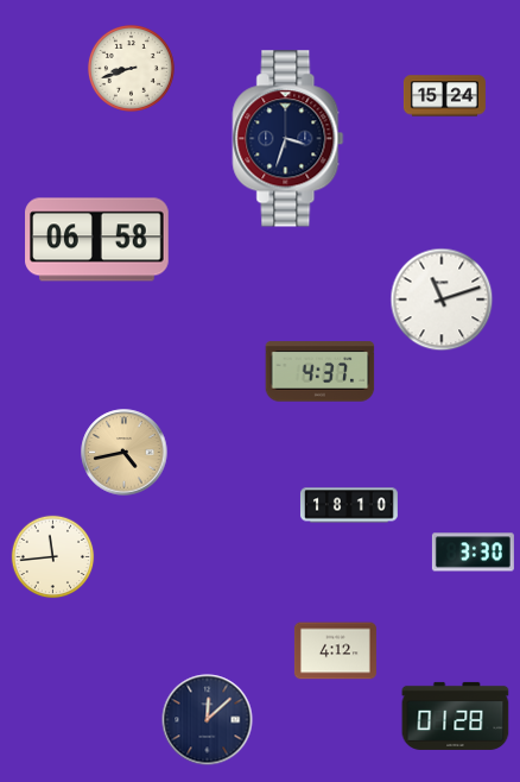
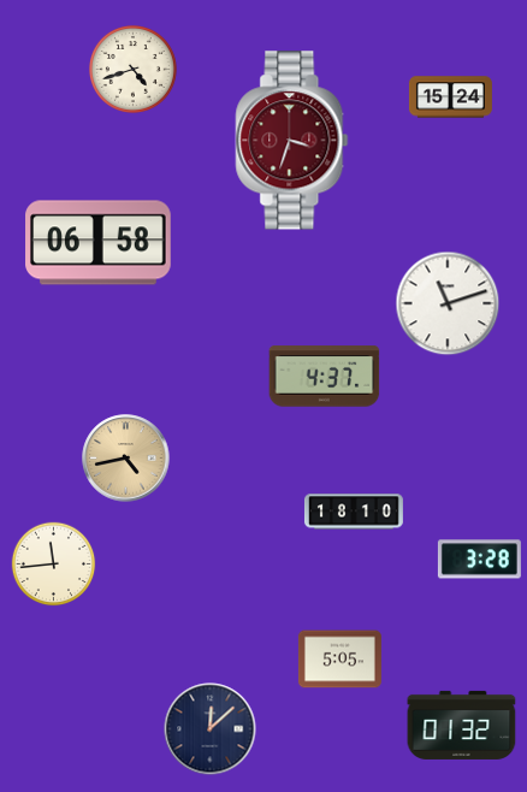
clock at (131, 68): 8:42 -> 4:42
clock at (288, 139) dial: navy -> burgundy
clock at (473, 553): 3:30 -> 3:28
clock at (335, 651): 4:12 -> 5:05
clock at (456, 715): 01:28 -> 01:32
